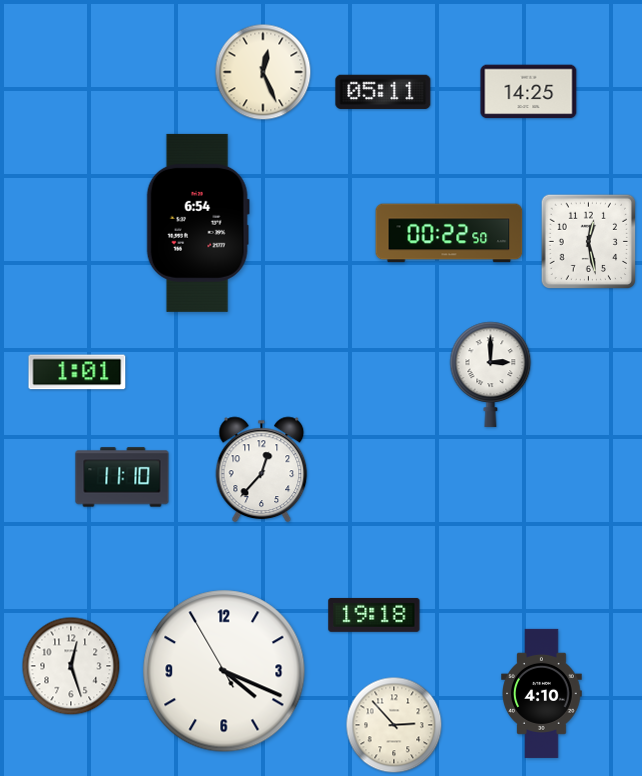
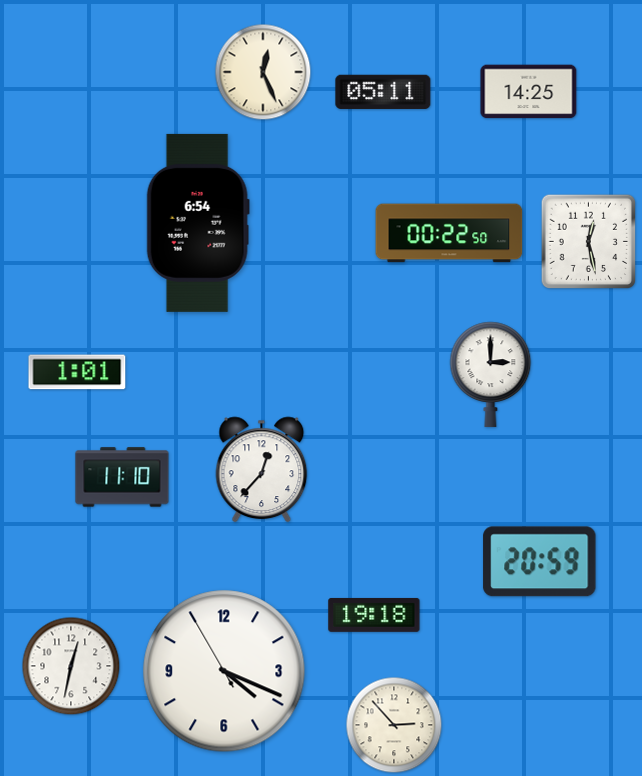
clock at (540, 562): none -> 20:59
clock at (71, 666): 12:27 -> 12:32
clock at (542, 693): 4:10 -> none
